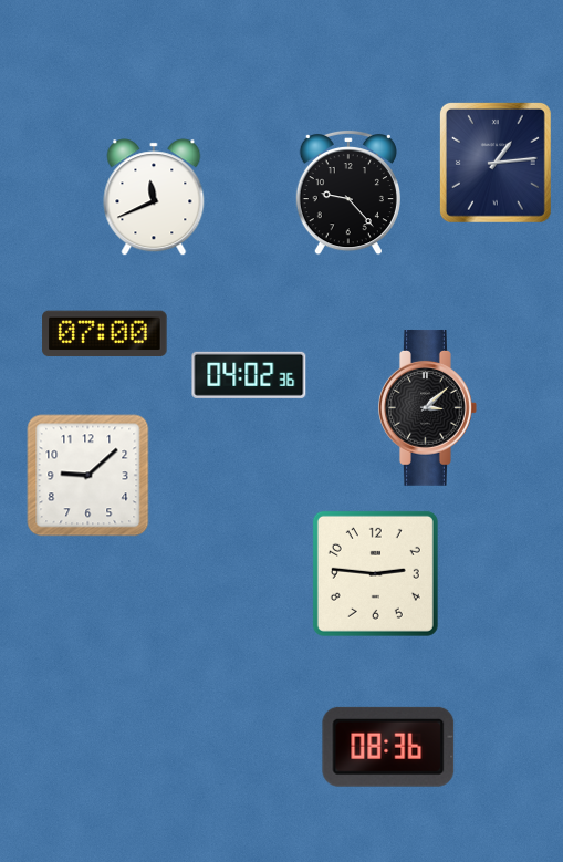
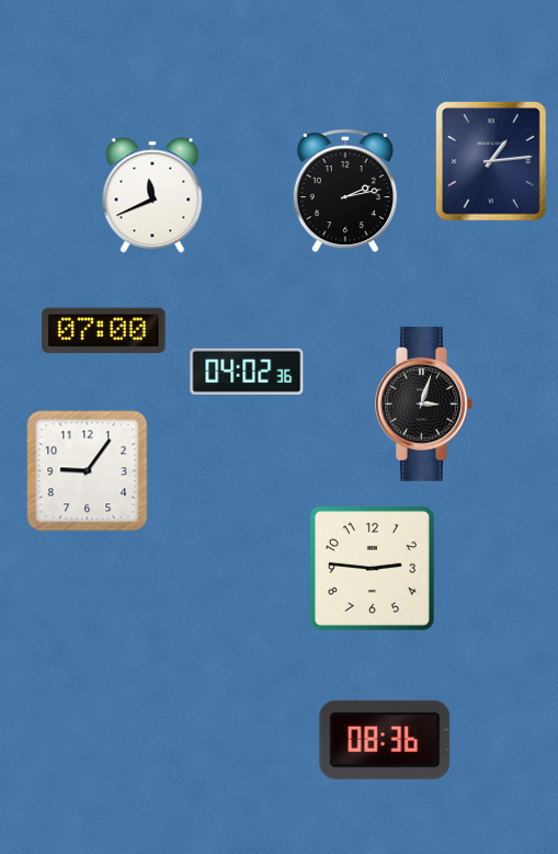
clock at (348, 193): 9:23 -> 2:13
clock at (428, 408): 3:08 -> 3:03
clock at (88, 476): 9:08 -> 9:06
